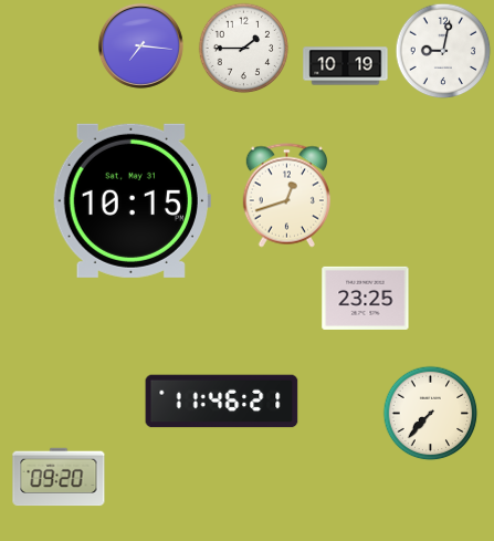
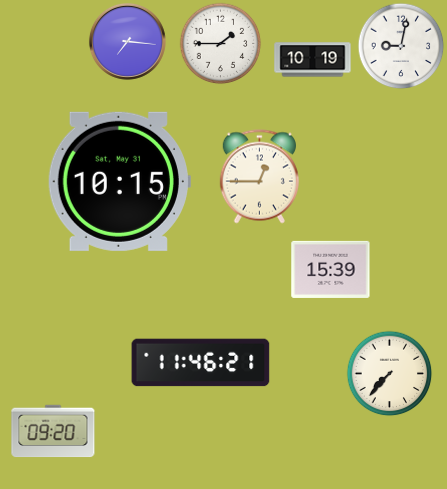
clock at (286, 196): 12:42 -> 12:45
clock at (366, 298): 23:25 -> 15:39
